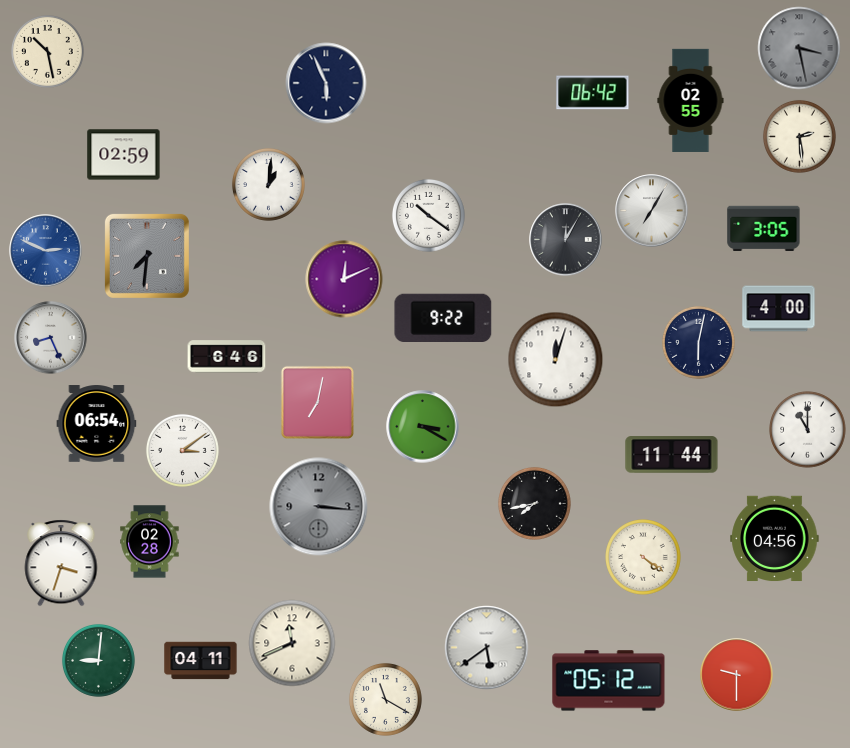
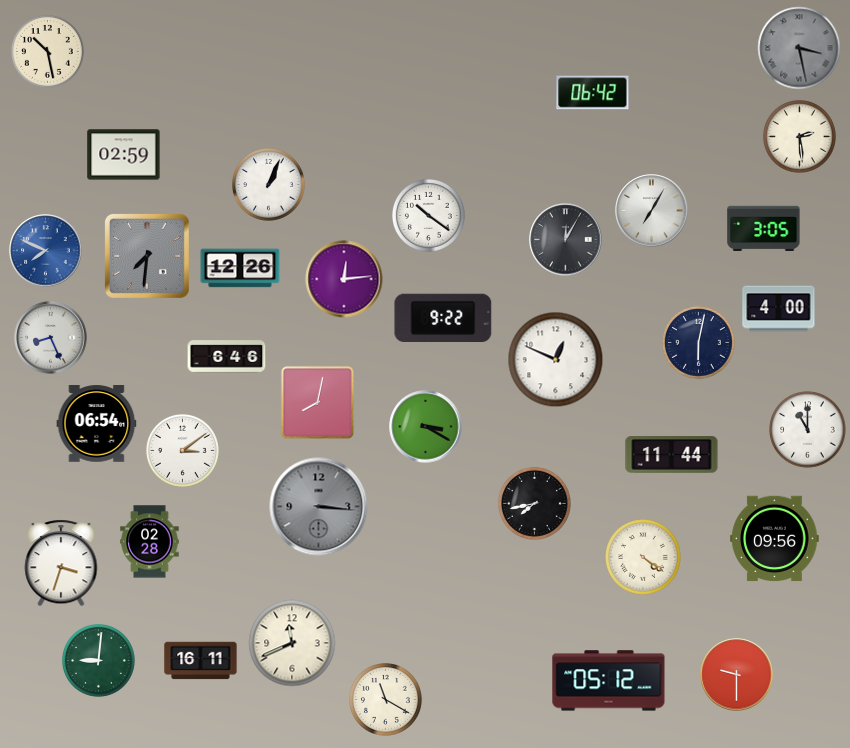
clock at (326, 83): 5:56 -> none
clock at (691, 100): 02:55 -> none
clock at (269, 185): 1:01 -> 1:04
clock at (46, 251): 2:49 -> 7:49
clock at (240, 268): none -> 12:26
clock at (344, 279): 12:11 -> 12:14
clock at (556, 360): 12:03 -> 12:49
clock at (317, 402): 7:02 -> 8:02
clock at (423, 427) position: (423, 427) -> (426, 427)
clock at (775, 539): 04:56 -> 09:56
clock at (487, 648): 5:39 -> none
clock at (201, 661): 04:11 -> 16:11
